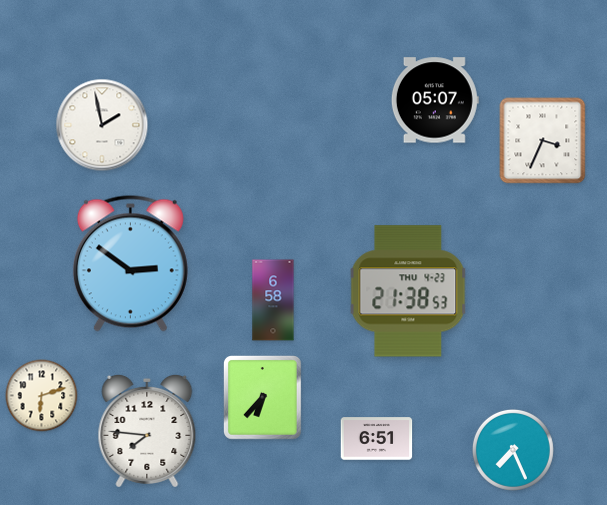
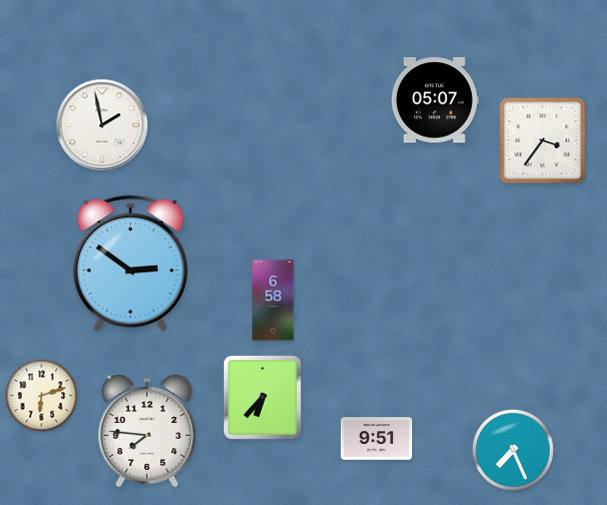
clock at (543, 141): 3:34 -> 3:36
clock at (408, 291): 21:38 -> none
clock at (377, 439): 6:51 -> 9:51
